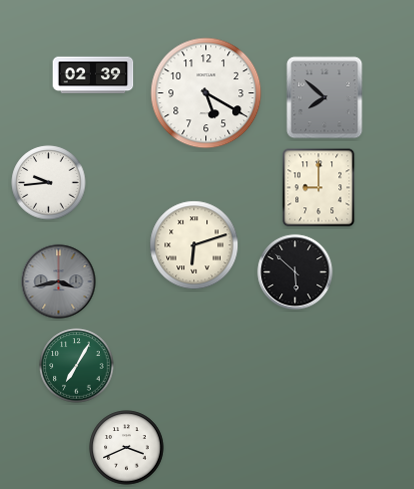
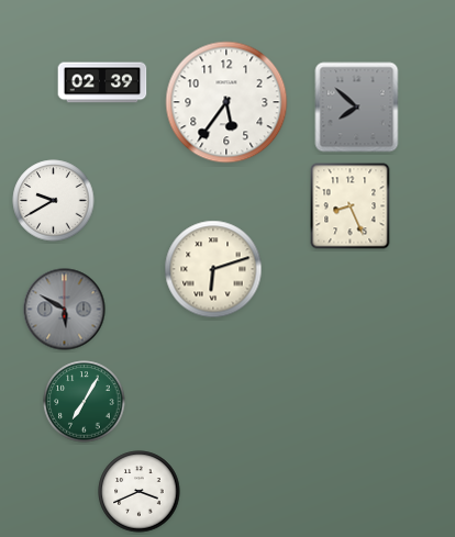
clock at (206, 93): 5:20 -> 5:36
clock at (49, 183): 9:44 -> 9:40
clock at (319, 188): 9:00 -> 8:26
clock at (295, 272): 5:52 -> none
clock at (59, 282): 3:43 -> 5:50
